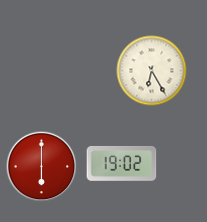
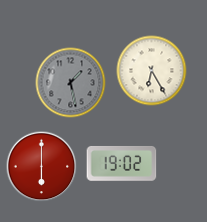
clock at (71, 83): none -> 1:28
